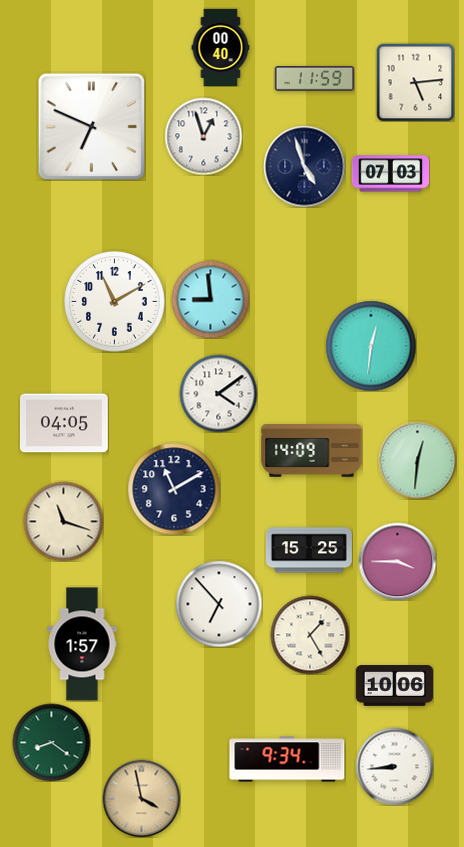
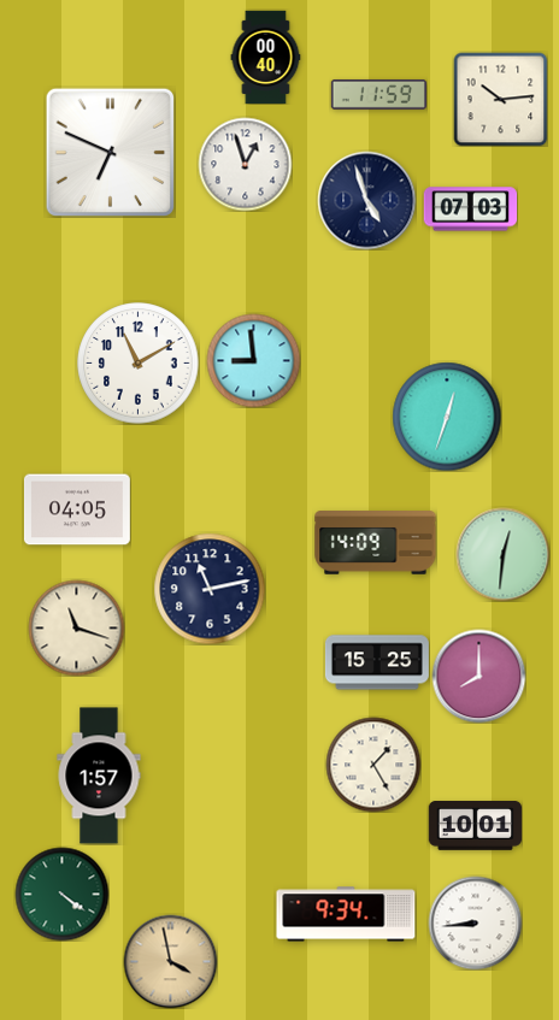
clock at (415, 82): 5:14 -> 10:14
clock at (371, 346): 12:31 -> 12:33
clock at (218, 393): 4:09 -> none
clock at (174, 489): 11:10 -> 11:13
clock at (309, 550) position: (309, 550) -> (377, 662)
clock at (397, 561): 3:45 -> 8:00
clock at (219, 604): 6:53 -> none
clock at (394, 686): 10:06 -> 10:01
clock at (51, 742): 8:21 -> 4:21
